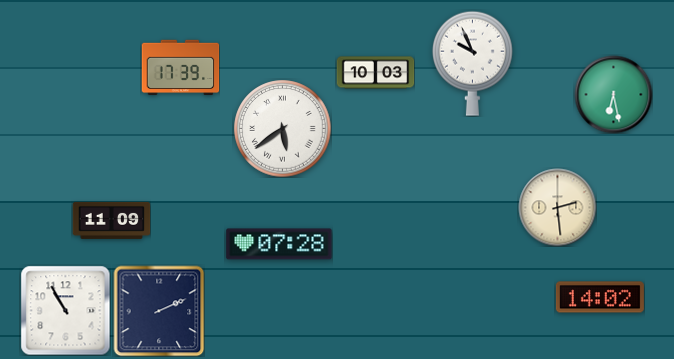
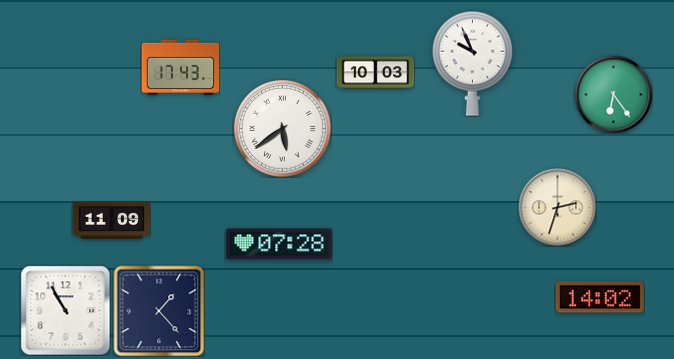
clock at (180, 68): 17:39 -> 17:43
clock at (613, 94): 6:28 -> 6:24
clock at (557, 207): 2:29 -> 2:33
clock at (159, 311): 2:11 -> 1:23
